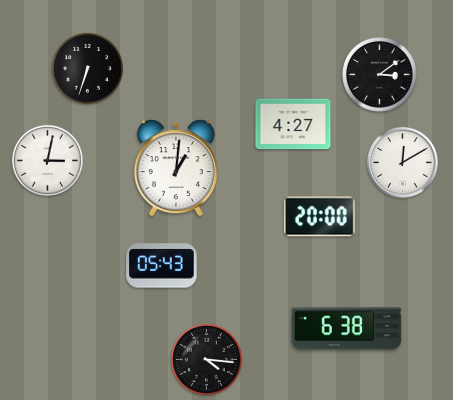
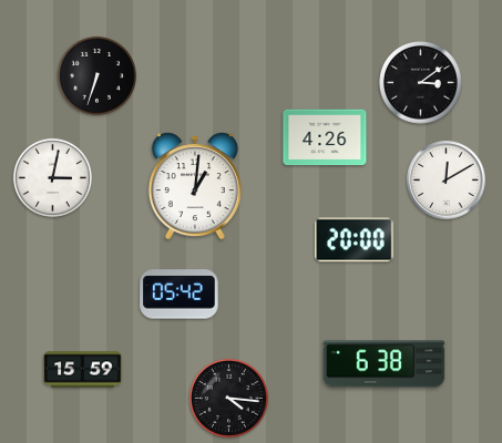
clock at (293, 124): 4:27 -> 4:26
clock at (162, 266): 05:43 -> 05:42
clock at (83, 370): none -> 15:59
